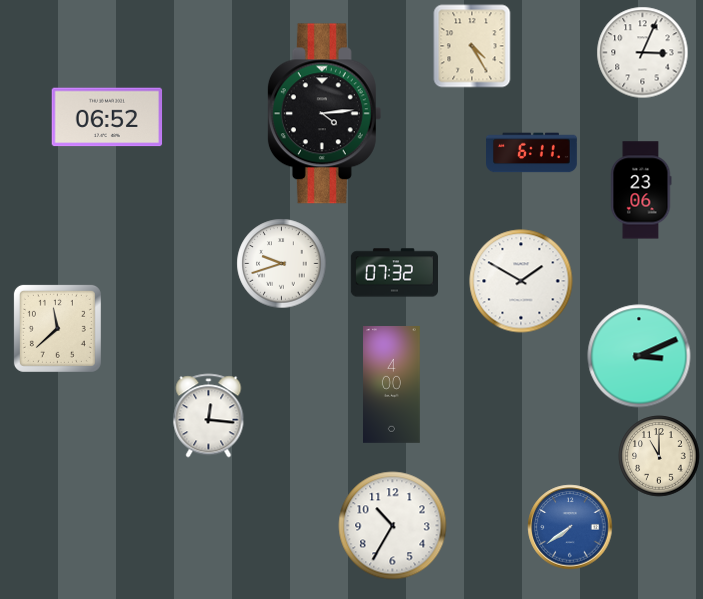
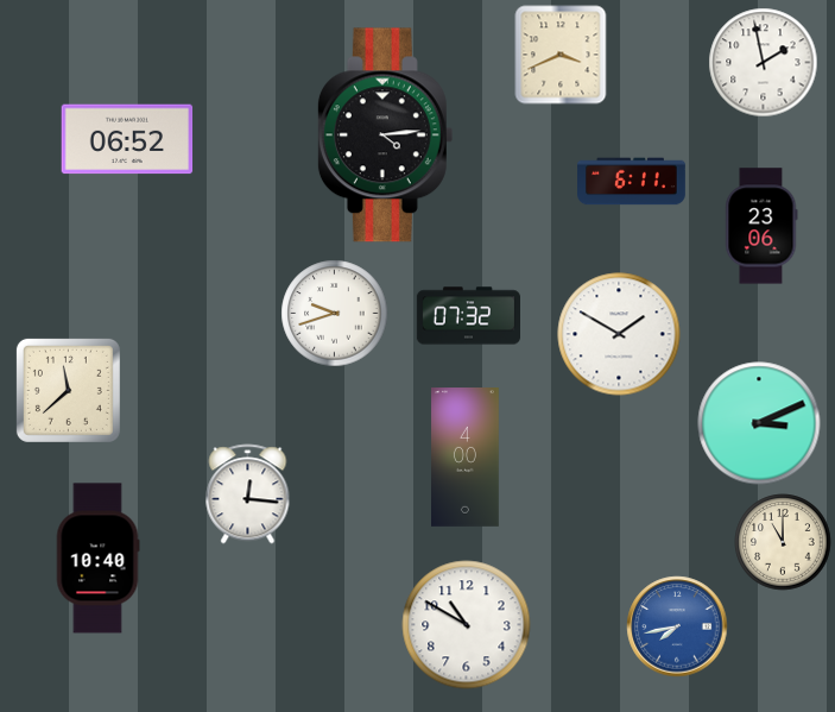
clock at (472, 46): 4:25 -> 3:41
clock at (643, 53): 3:04 -> 1:58
clock at (394, 273) position: (394, 273) -> (468, 316)
clock at (97, 559): none -> 10:40
clock at (393, 526): 10:35 -> 10:50
clock at (570, 527): 7:39 -> 7:43
